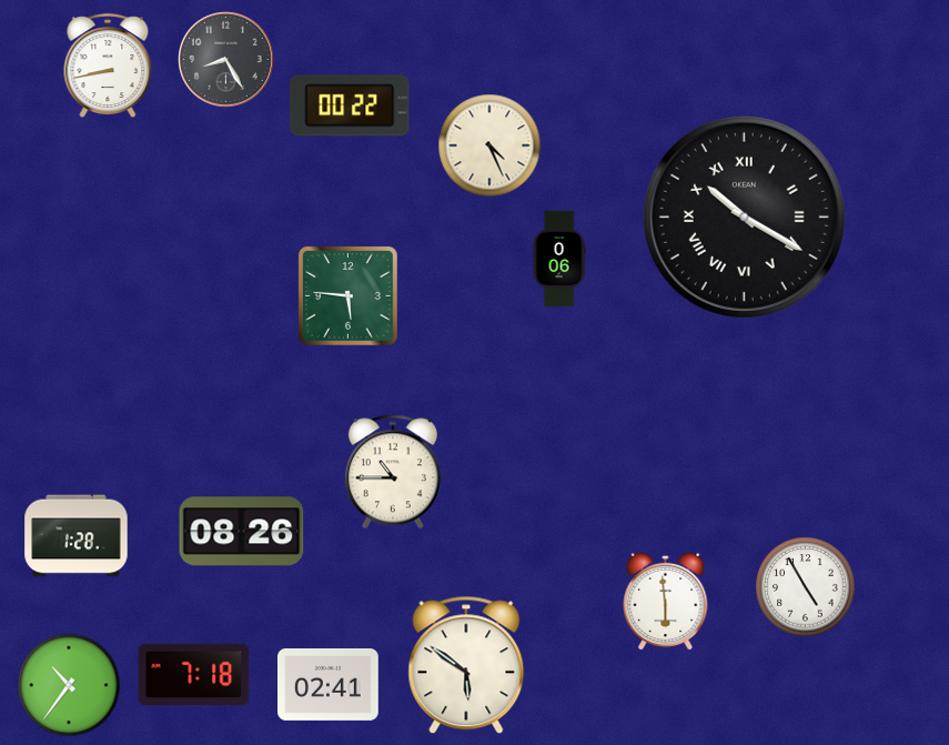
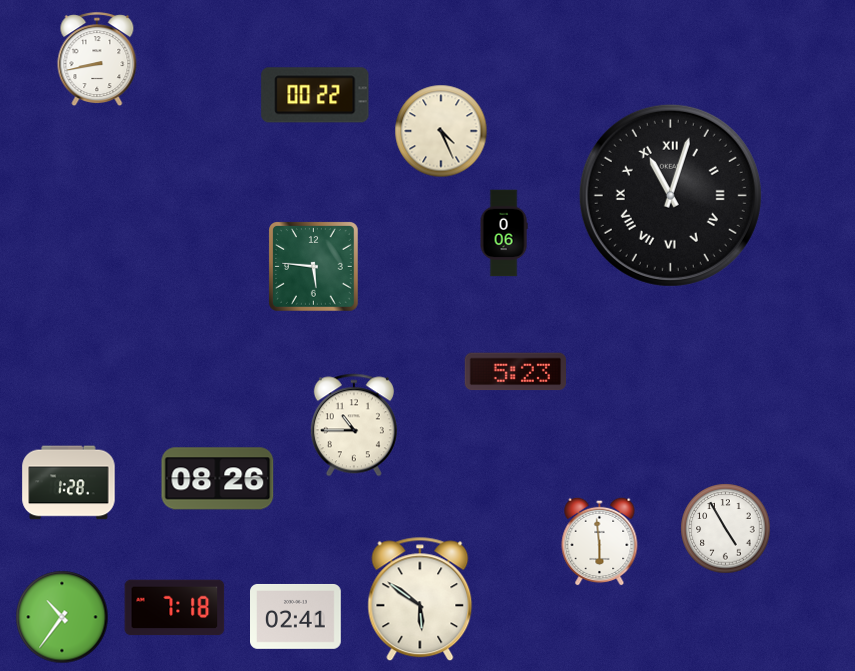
clock at (226, 60): 8:25 -> none
clock at (744, 217): 10:20 -> 11:03
clock at (515, 372): none -> 5:23
